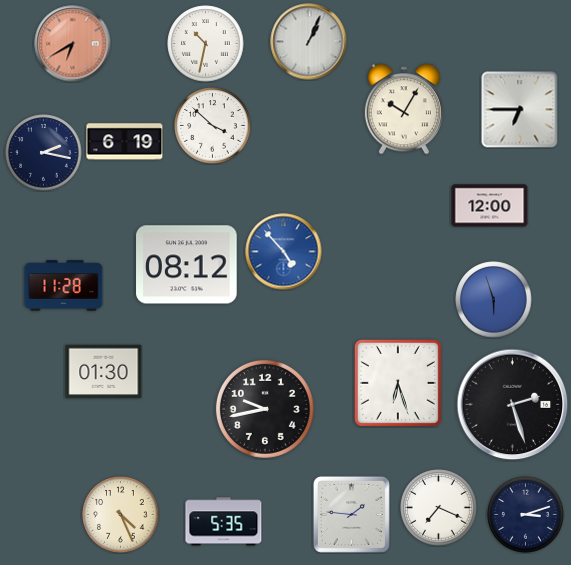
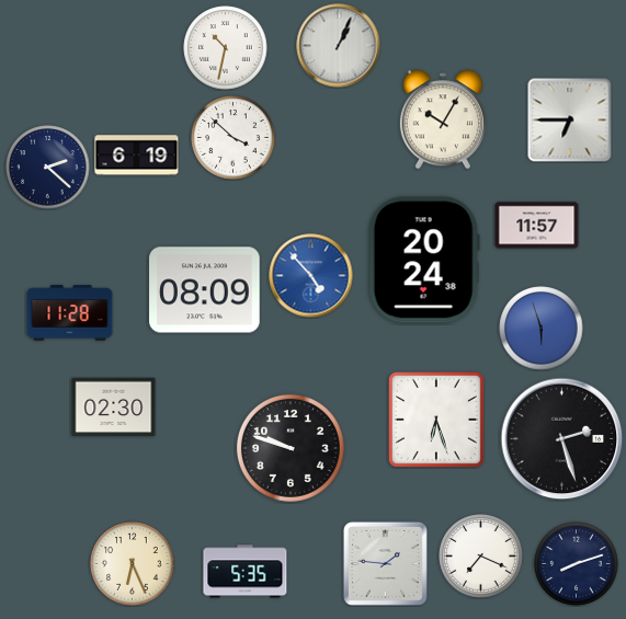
clock at (73, 44): 6:40 -> none
clock at (44, 153): 2:17 -> 2:22
clock at (490, 206): 12:00 -> 11:57
clock at (424, 260): none -> 20:24
clock at (187, 265): 08:12 -> 08:09
clock at (104, 372): 01:30 -> 02:30
clock at (513, 405) position: (513, 405) -> (562, 439)
clock at (265, 409): 9:43 -> 9:48
clock at (121, 515): 4:26 -> 6:26
clock at (526, 515): 3:12 -> 8:12
